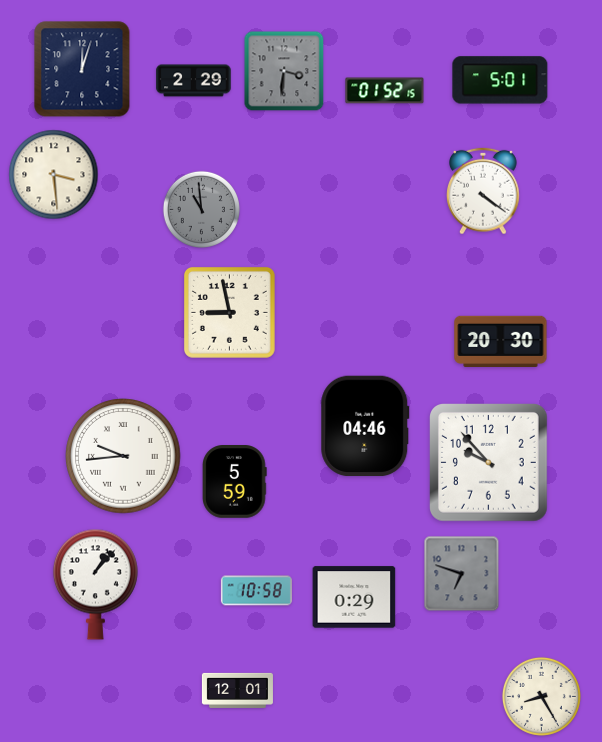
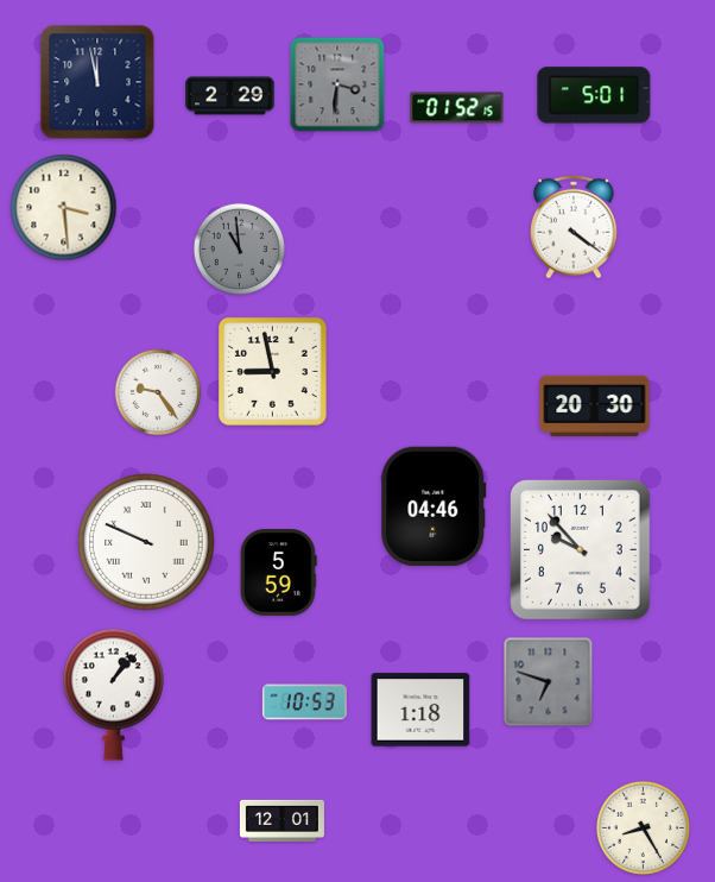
clock at (82, 69): 12:03 -> 11:58
clock at (158, 392): none -> 9:24
clock at (123, 456): 9:44 -> 9:49
clock at (256, 591): 10:58 -> 10:53
clock at (354, 597): 0:29 -> 1:18
